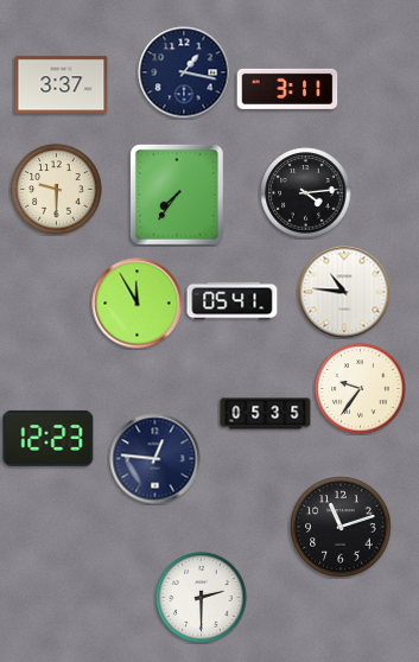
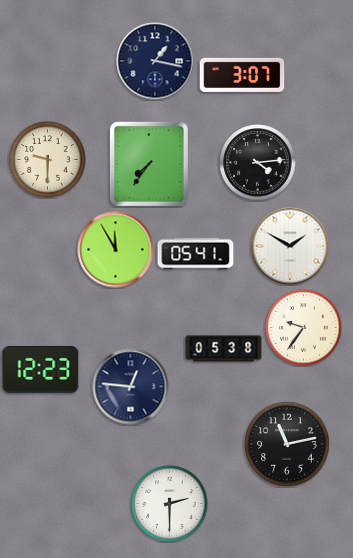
clock at (62, 85): 3:37 -> none
clock at (287, 89): 3:11 -> 3:07
clock at (344, 292): 10:46 -> 1:50
clock at (138, 304) position: (138, 304) -> (116, 250)
clock at (266, 414): 05:35 -> 05:38
clock at (341, 527): 11:12 -> 11:13
